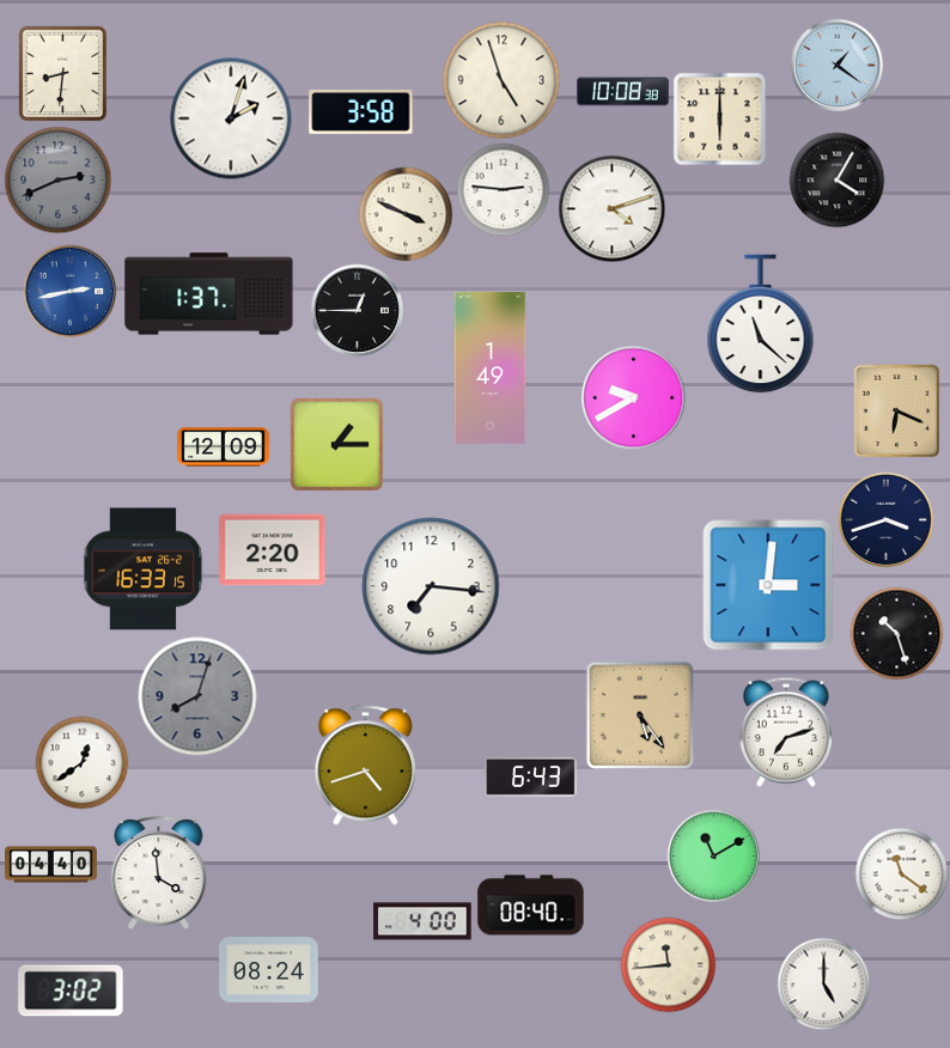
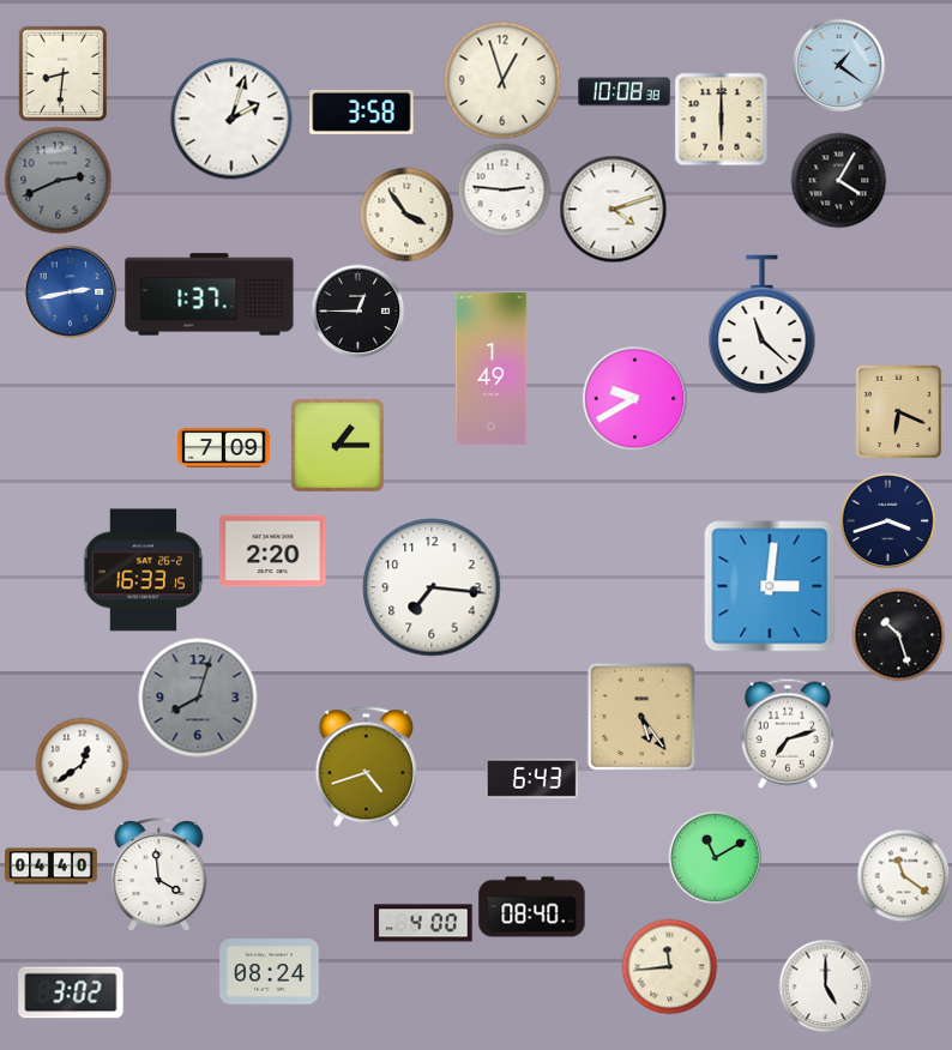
clock at (501, 80): 4:57 -> 12:57
clock at (406, 214): 3:49 -> 3:54
clock at (224, 447): 12:09 -> 7:09
